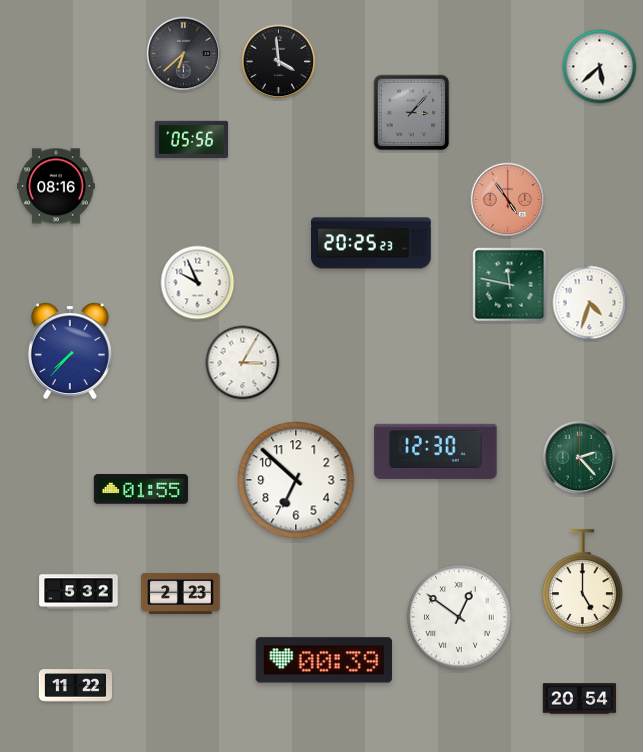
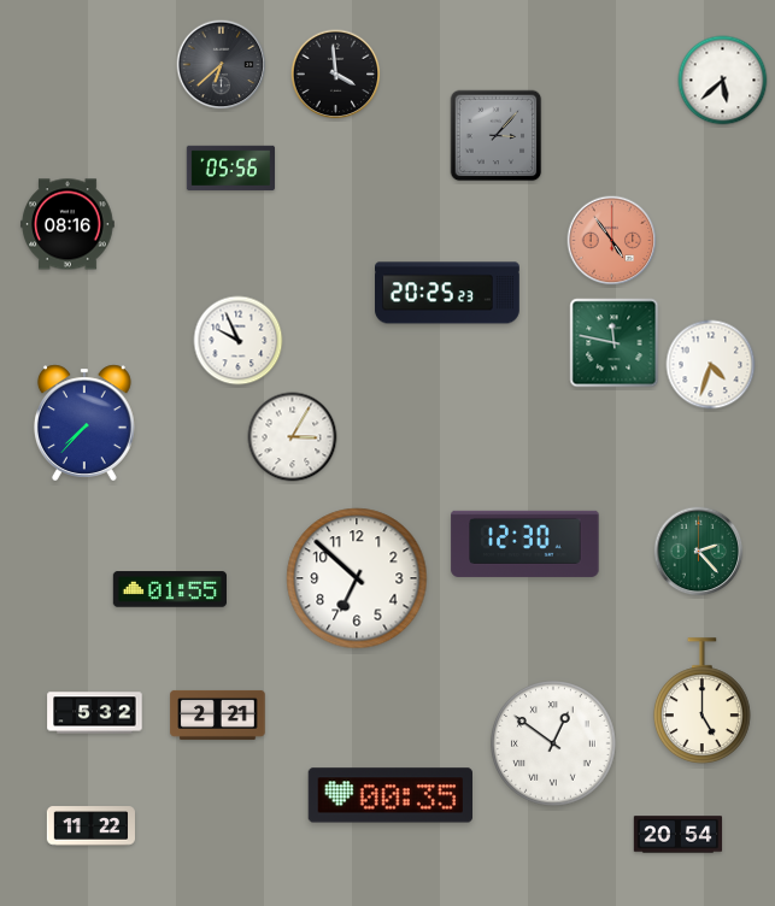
clock at (181, 593): 2:23 -> 2:21
clock at (323, 660): 00:39 -> 00:35
clock at (580, 699) position: (580, 699) -> (679, 835)
